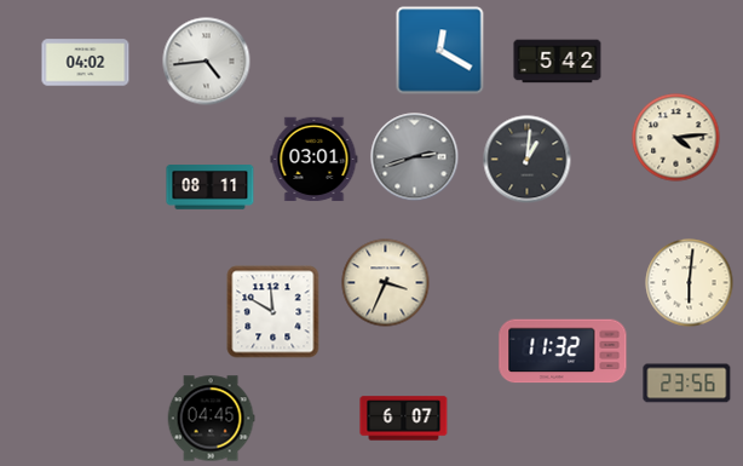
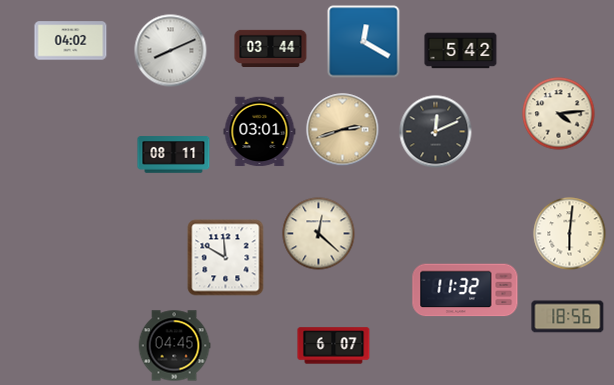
clock at (271, 49): none -> 03:44
clock at (207, 62): 4:44 -> 8:11
clock at (86, 63) position: (86, 63) -> (71, 41)
clock at (415, 157) dial: grey -> champagne
clock at (528, 160): 1:01 -> 12:11
clock at (386, 283): 3:34 -> 12:22
clock at (687, 384): 23:56 -> 18:56
